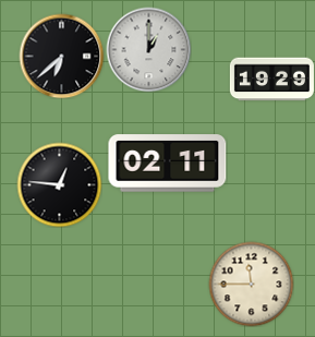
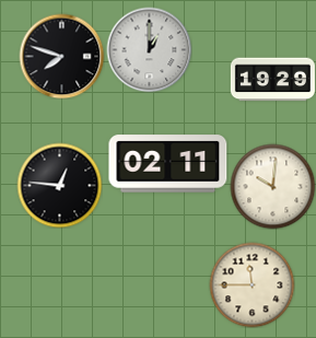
clock at (61, 56): 6:38 -> 7:48
clock at (272, 186): none -> 10:01
